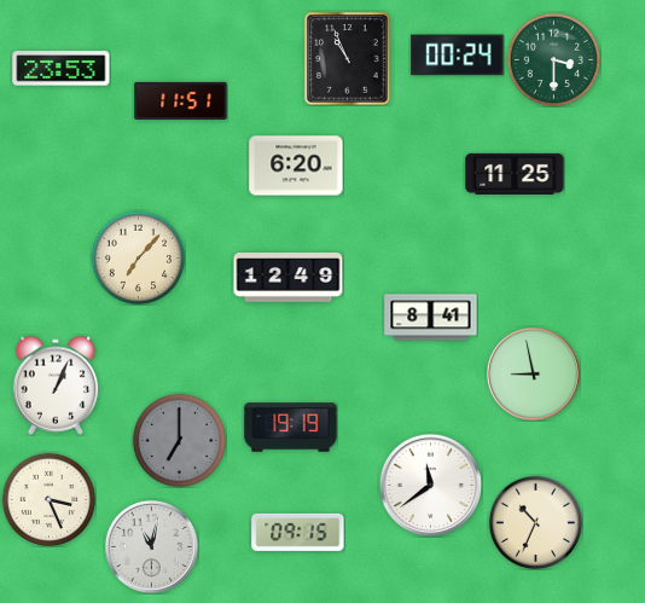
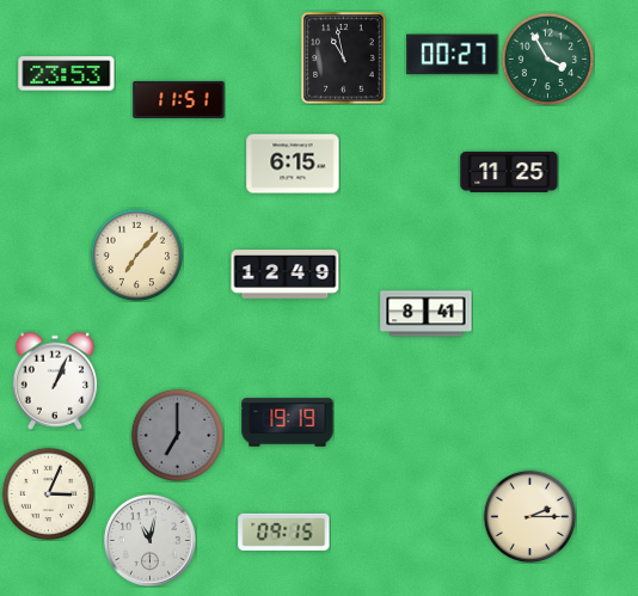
clock at (458, 56): 00:24 -> 00:27
clock at (348, 59): 10:56 -> 10:58
clock at (553, 59): 3:30 -> 3:55
clock at (62, 69) position: (62, 69) -> (67, 74)
clock at (296, 166): 6:20 -> 6:15
clock at (533, 373): 8:58 -> none
clock at (430, 485): 11:39 -> none
clock at (48, 499): 3:26 -> 3:04
clock at (535, 522): 10:34 -> 2:15
clock at (298, 532) position: (298, 532) -> (284, 532)
